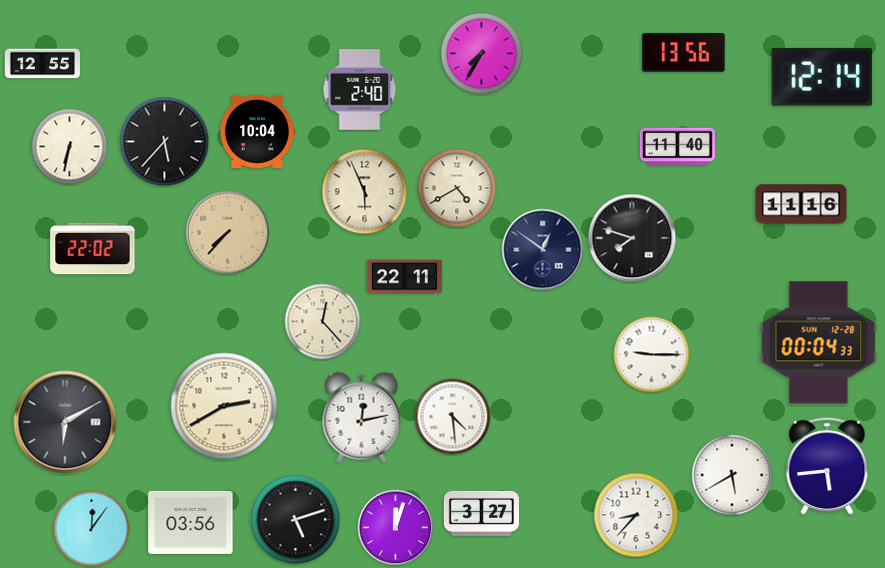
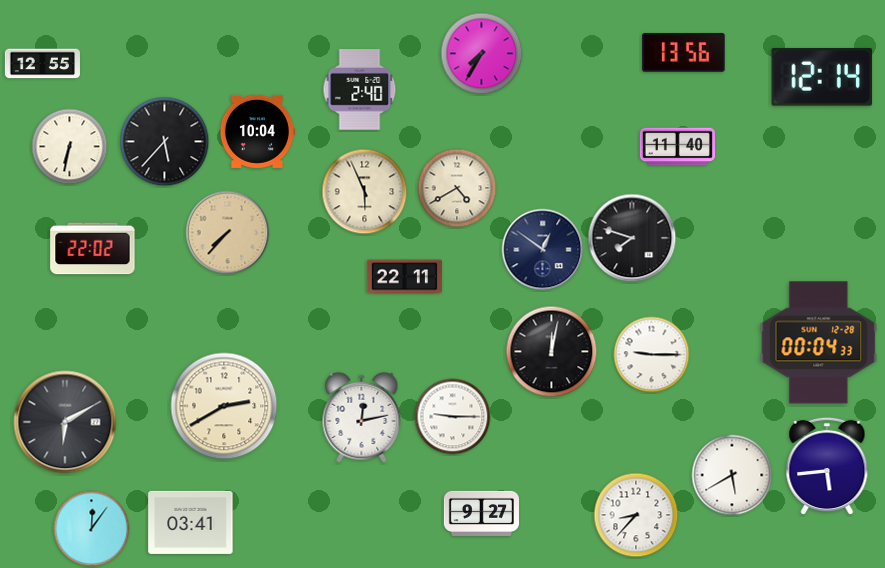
clock at (801, 204): 11:16 -> none
clock at (323, 322): 12:23 -> none
clock at (552, 352): none -> 12:02
clock at (453, 417): 4:29 -> 9:15
clock at (481, 513): 3:27 -> 9:27
clock at (296, 520): 5:12 -> none
clock at (191, 522): 03:56 -> 03:41
clock at (396, 528): 12:03 -> none
